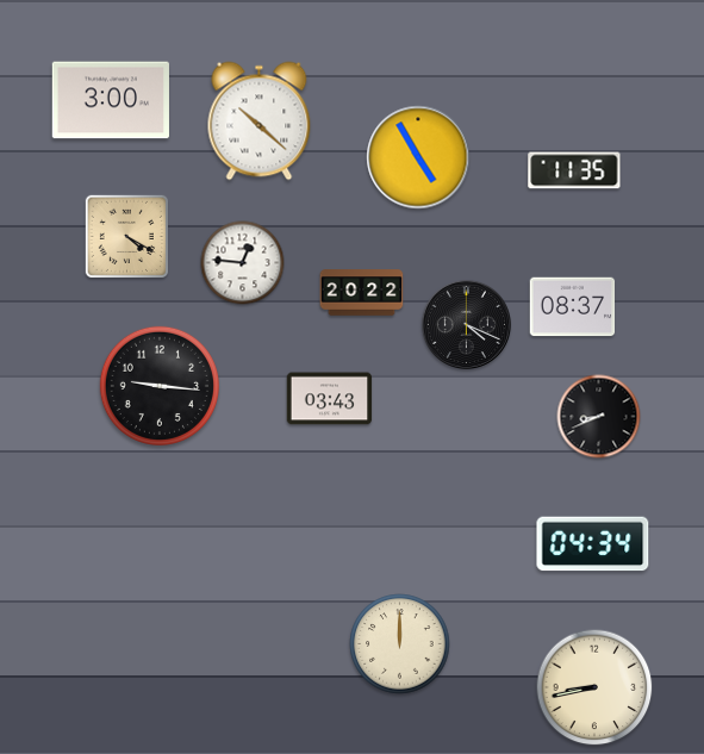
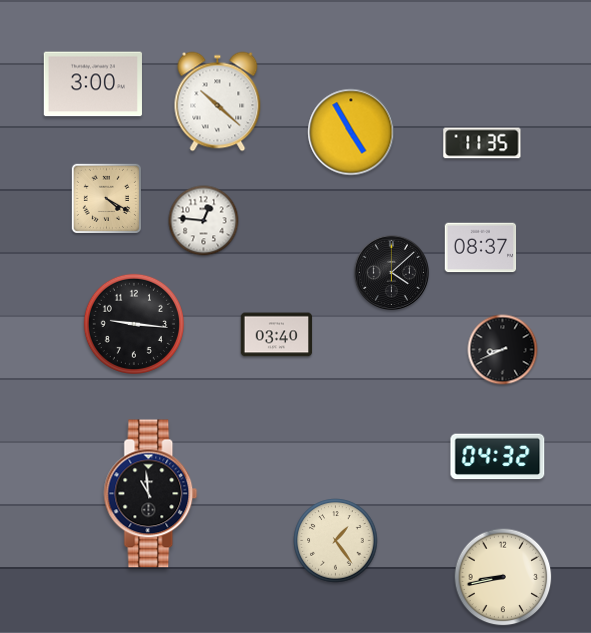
clock at (362, 293): 20:22 -> none
clock at (573, 307) position: (573, 307) -> (481, 248)
clock at (466, 324): 4:19 -> 4:08
clock at (330, 399): 03:43 -> 03:40
clock at (593, 544): 04:34 -> 04:32
clock at (151, 494): none -> 10:59
clock at (400, 644): 12:00 -> 1:24
clock at (594, 687) position: (594, 687) -> (503, 577)
